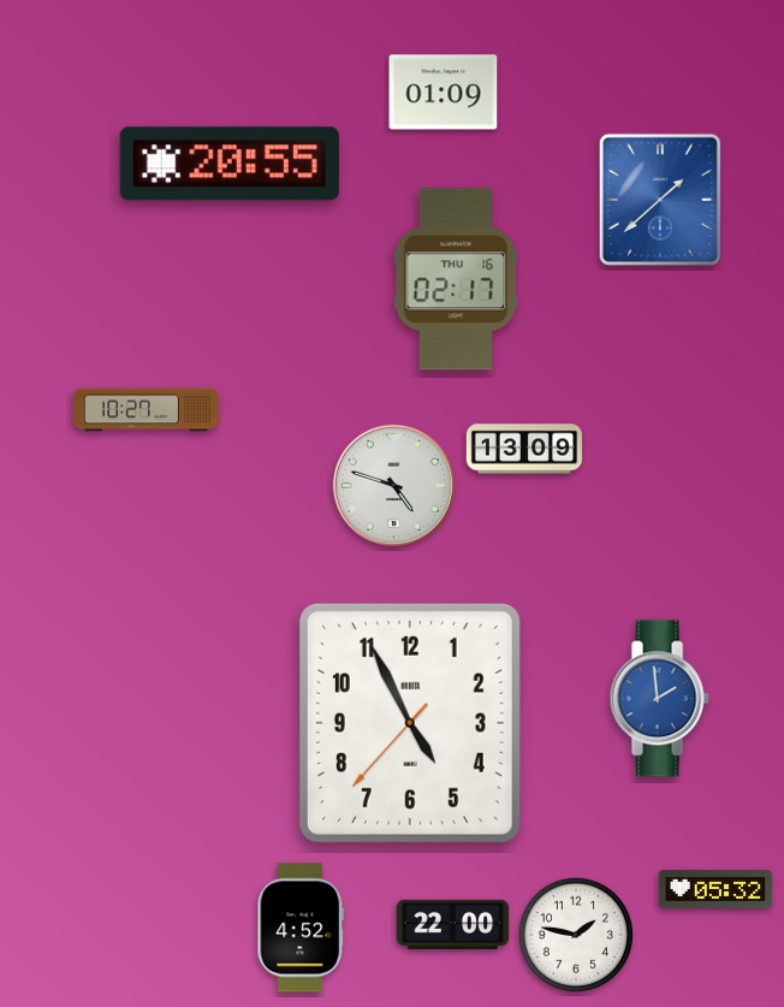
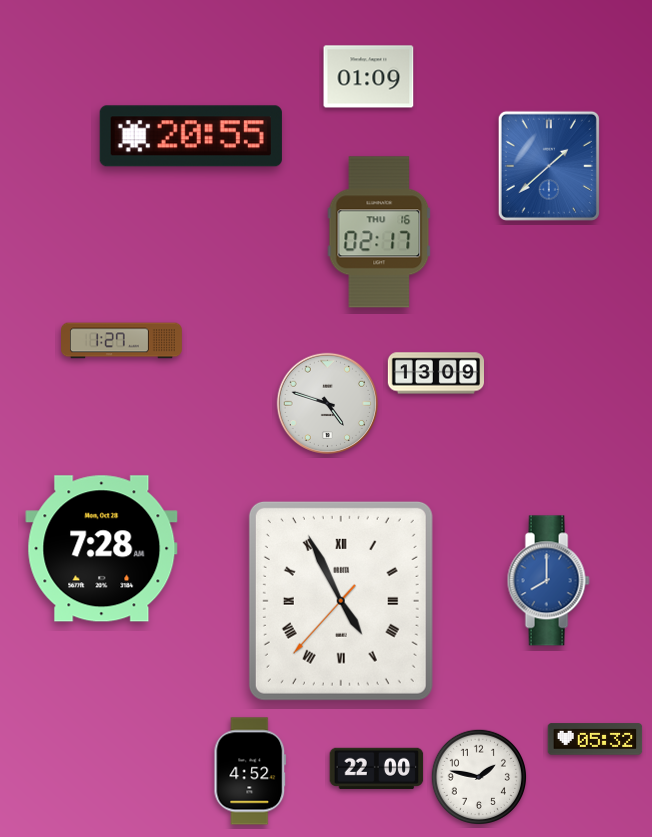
clock at (147, 410): 10:27 -> 1:27
clock at (102, 549): none -> 7:28
clock at (659, 699): 1:59 -> 8:00
clock at (410, 723) numerals: Arabic -> Roman
